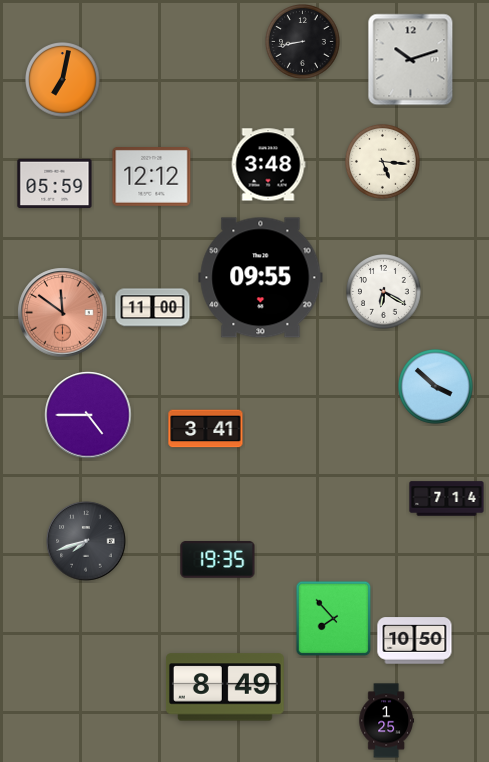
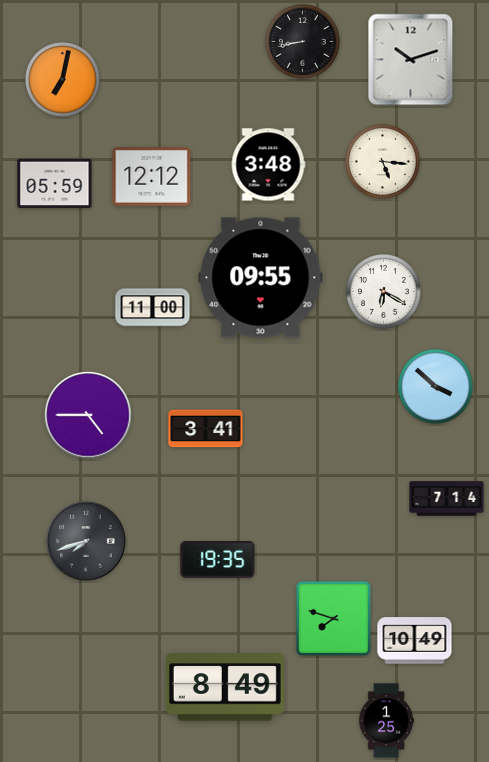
clock at (63, 313): 11:51 -> none
clock at (334, 619): 7:53 -> 7:48
clock at (415, 641): 10:50 -> 10:49
